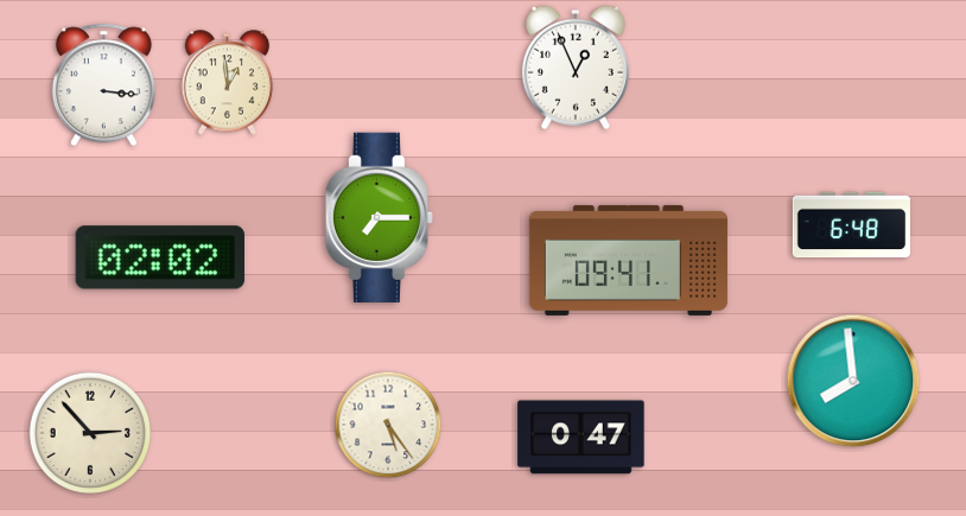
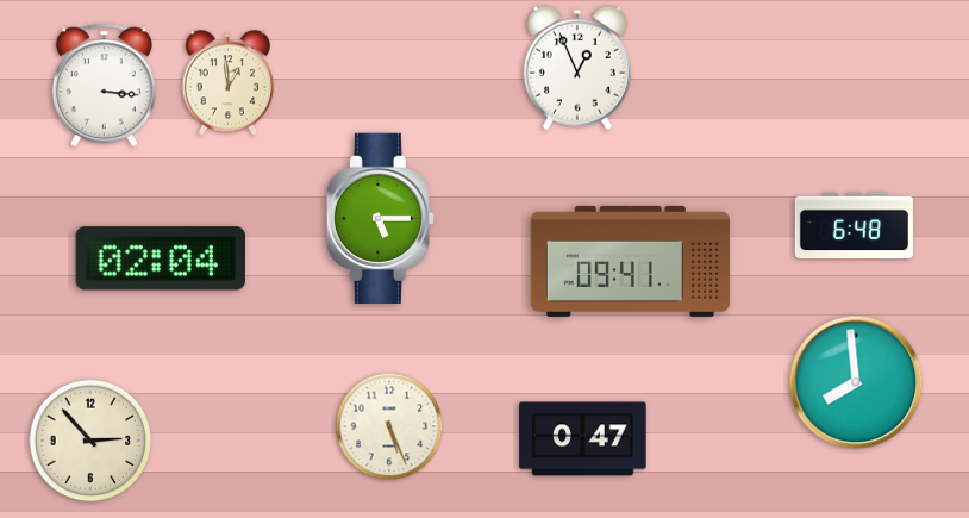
clock at (379, 217): 7:15 -> 5:15
clock at (160, 257): 02:02 -> 02:04
clock at (388, 425): 5:24 -> 5:26
clock at (90, 433) position: (90, 433) -> (90, 441)
